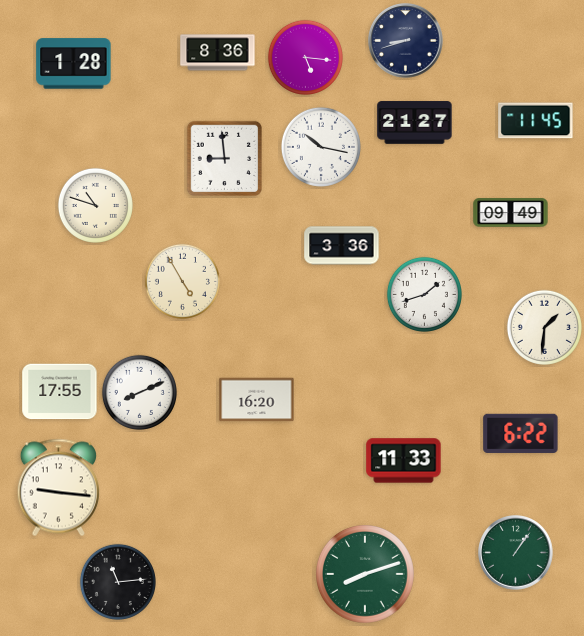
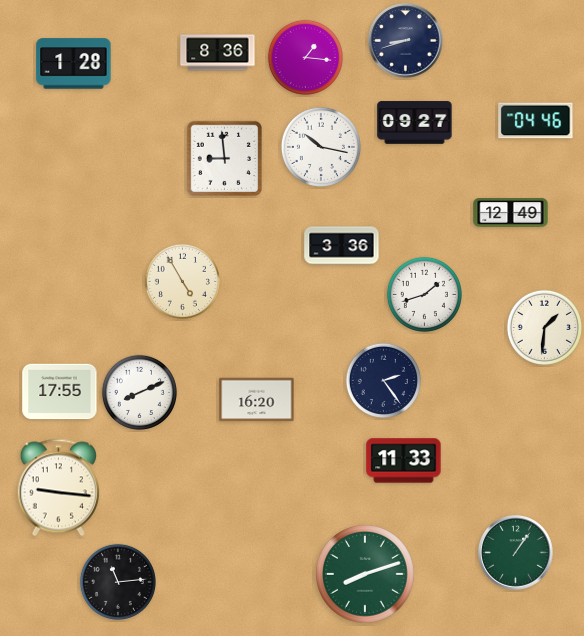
clock at (305, 57): 5:16 -> 1:16
clock at (536, 121): 11:45 -> 04:46
clock at (415, 123): 21:27 -> 09:27
clock at (95, 205): 10:48 -> none
clock at (511, 213): 09:49 -> 12:49
clock at (383, 380): none -> 2:24
clock at (521, 433): 6:22 -> none
